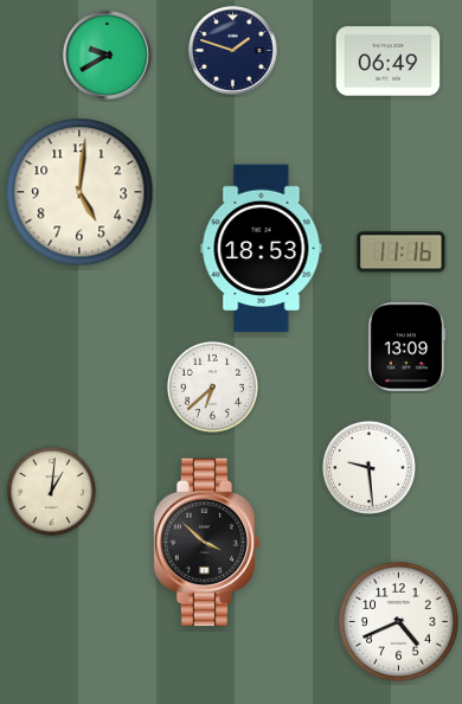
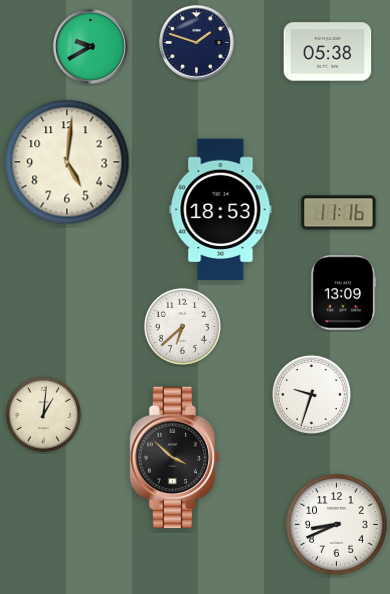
clock at (389, 62): 06:49 -> 05:38
clock at (212, 386) position: (212, 386) -> (182, 326)
clock at (368, 467): 9:29 -> 9:33
clock at (399, 622): 4:41 -> 8:41
